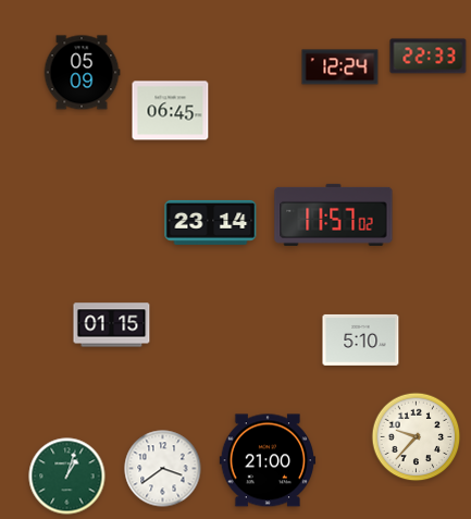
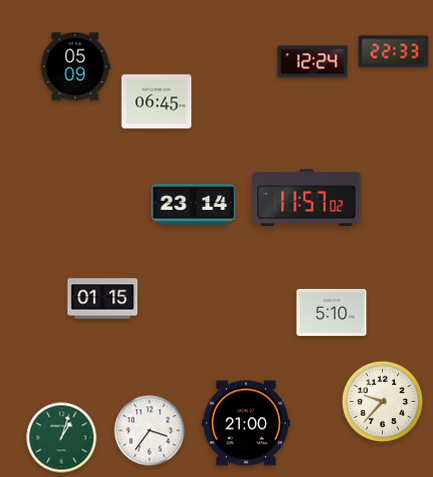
clock at (163, 469): 3:39 -> 3:36
